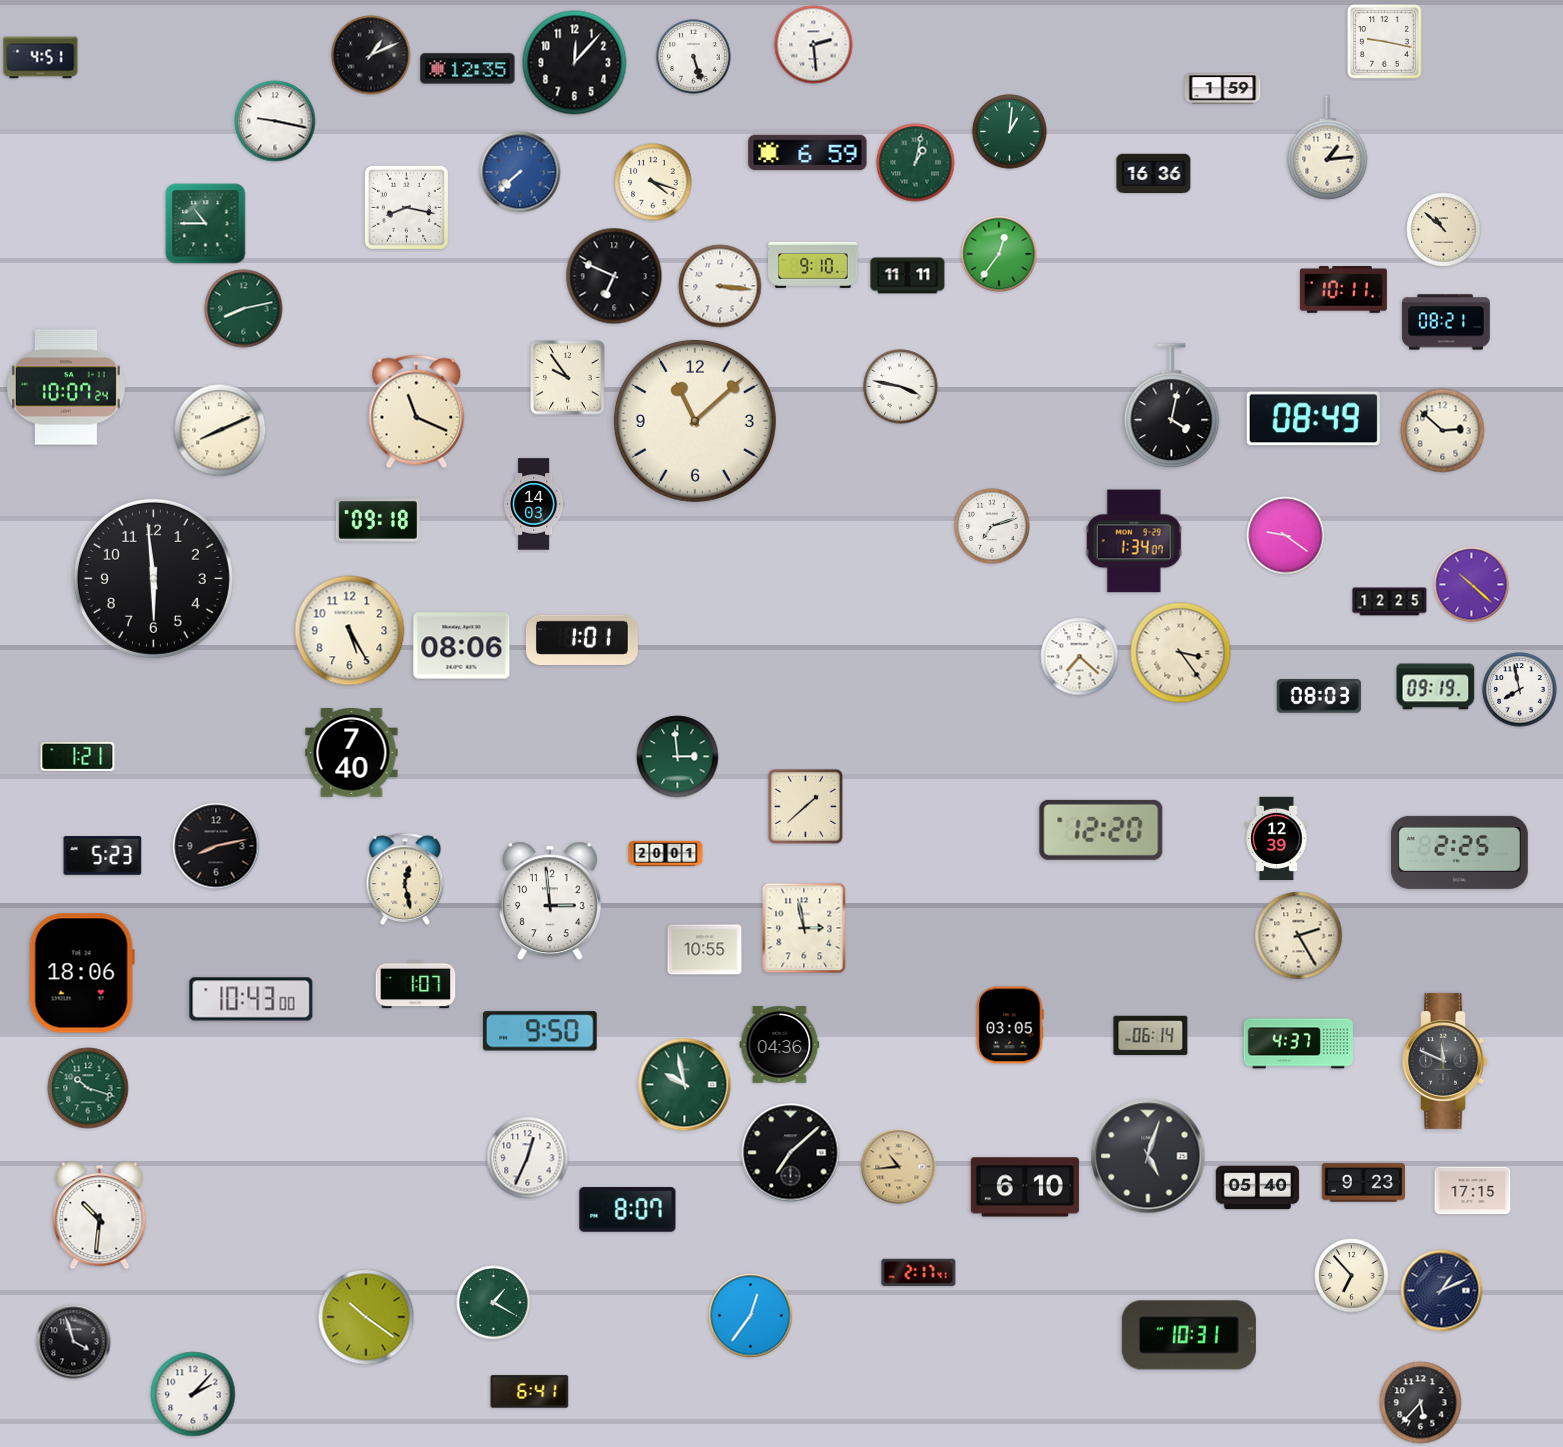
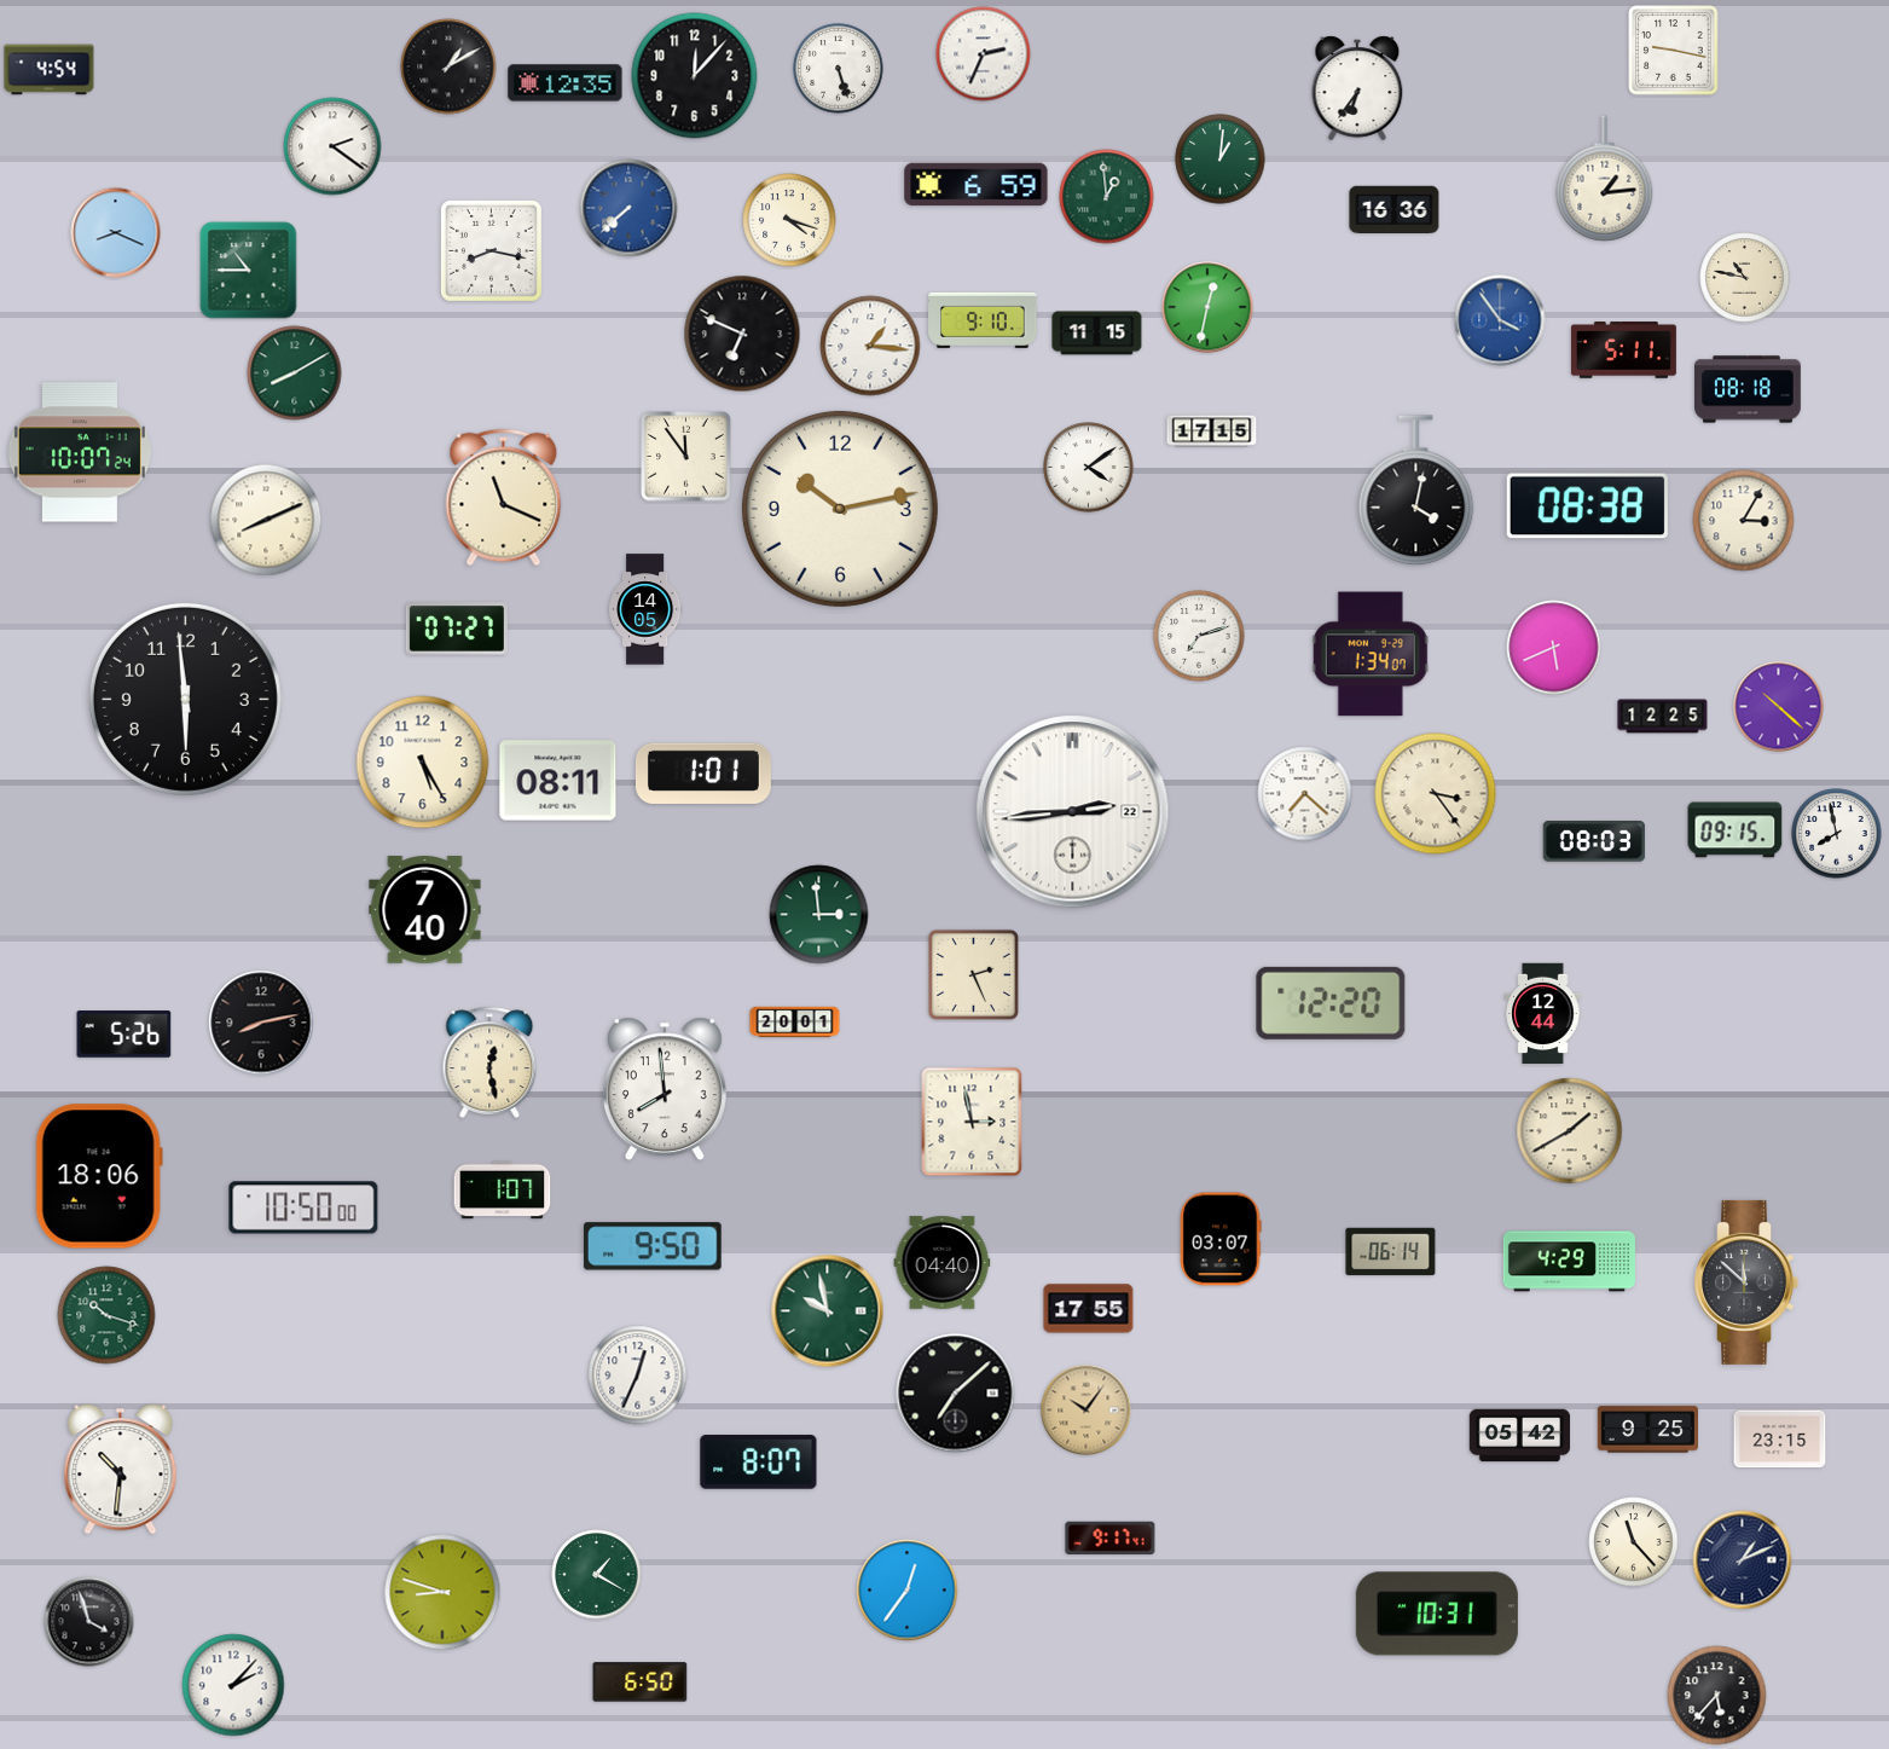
clock at (814, 45): 2:29 -> 2:34
clock at (371, 55): 1:11 -> 1:10
clock at (41, 58): 4:51 -> 4:54
clock at (1357, 88): none -> 6:36
clock at (1223, 89): 1:59 -> none
clock at (275, 121): 9:17 -> 2:21
clock at (916, 163): 1:02 -> 12:59
clock at (116, 233): none -> 8:19
clock at (1444, 230): 10:52 -> 10:47
clock at (999, 254): 12:36 -> 12:32
clock at (1500, 320): none -> 3:54
clock at (908, 276): 11:11 -> 11:15
clock at (720, 286): 3:16 -> 1:16
clock at (1343, 290): 10:11 -> 5:11
clock at (244, 309): 8:13 -> 8:10
clock at (1447, 322): 08:21 -> 08:18
clock at (1212, 432): none -> 17:15
clock at (568, 378): 9:54 -> 11:54
clock at (66, 387) position: (66, 387) -> (80, 452)
clock at (901, 387): 3:47 -> 4:09
clock at (1313, 419): 08:49 -> 08:38
clock at (695, 421): 11:08 -> 10:13
clock at (1443, 431): 2:52 -> 3:05
clock at (535, 504): 14:03 -> 14:05
clock at (378, 520): 09:18 -> 07:27
clock at (1286, 536): 9:21 -> 5:41
clock at (1390, 602) position: (1390, 602) -> (1663, 717)
clock at (462, 646): 08:06 -> 08:11
clock at (1181, 653) position: (1181, 653) -> (1436, 794)
clock at (1073, 812): none -> 2:44
clock at (1436, 687): 09:19 -> 09:15
clock at (78, 756): 1:21 -> none
clock at (805, 806): 1:38 -> 2:26
clock at (1277, 839): 12:39 -> 12:44
clock at (1459, 852): 2:25 -> none
clock at (666, 854) position: (666, 854) -> (795, 1023)
clock at (103, 856): 5:23 -> 5:26
clock at (550, 901): 2:59 -> 7:59
clock at (1299, 936): 2:25 -> 1:40
clock at (705, 950): 10:55 -> none
clock at (251, 999): 10:43 -> 10:50
clock at (1010, 1025): 03:05 -> 03:07
clock at (1298, 1044): 4:37 -> 4:29
clock at (780, 1045): 04:36 -> 04:40
clock at (1445, 1061): 11:49 -> 11:52
clock at (1089, 1309): none -> 17:55
clock at (1148, 1156): 5:03 -> none
clock at (528, 1158) position: (528, 1158) -> (638, 1376)
clock at (899, 1167): 10:44 -> 10:06
clock at (1363, 1183): 9:23 -> 9:25
clock at (1025, 1187): 6:10 -> none
clock at (1258, 1188): 05:40 -> 05:42
clock at (1473, 1191): 17:15 -> 23:15
clock at (919, 1272): 2:17 -> 9:17
clock at (1352, 1276): 6:53 -> 11:23
clock at (366, 1317): 10:21 -> 8:48
clock at (530, 1392): 6:41 -> 6:50
